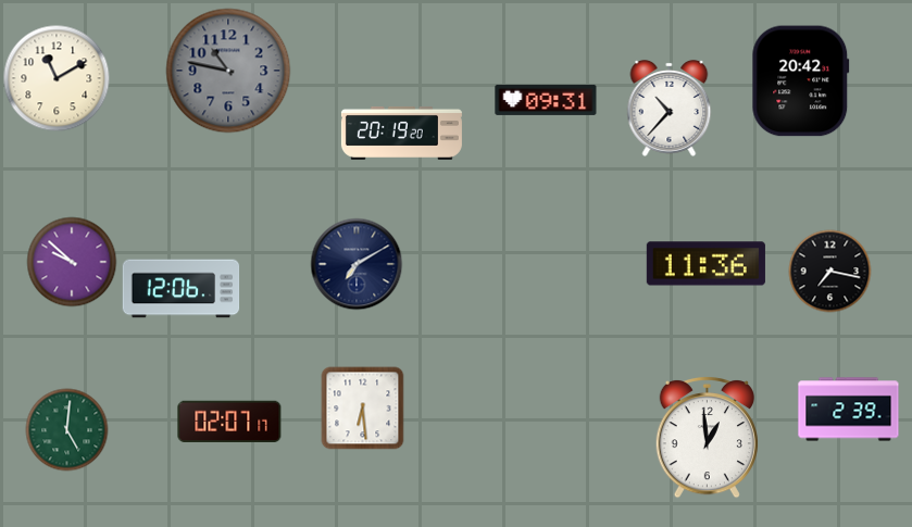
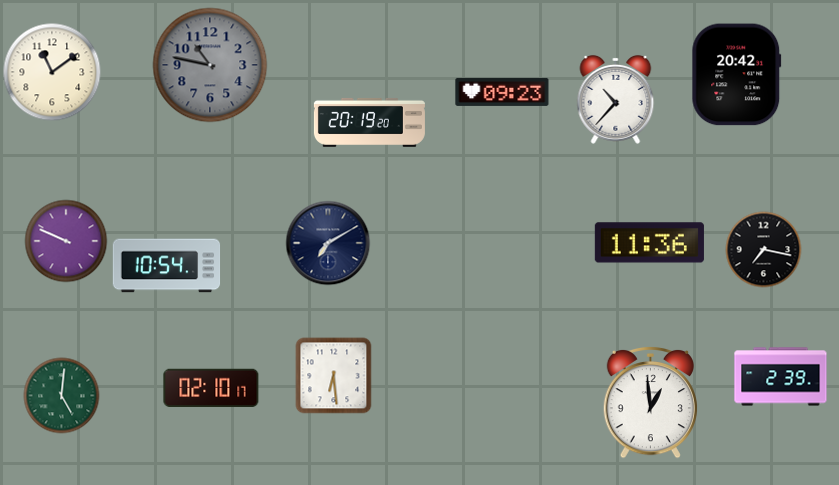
clock at (57, 78): 11:10 -> 11:09
clock at (546, 100): 09:31 -> 09:23
clock at (72, 262): 9:52 -> 9:49
clock at (182, 289): 12:06 -> 10:54
clock at (229, 421): 02:07 -> 02:10
